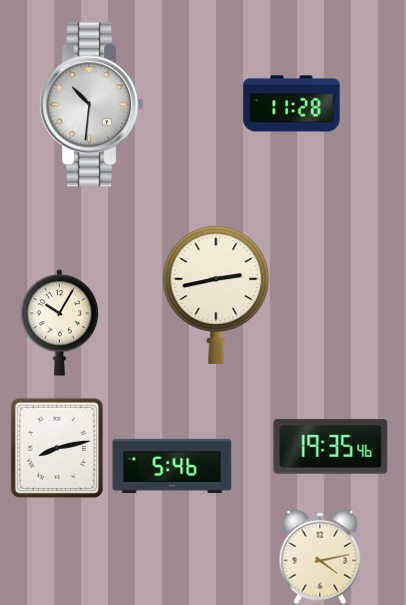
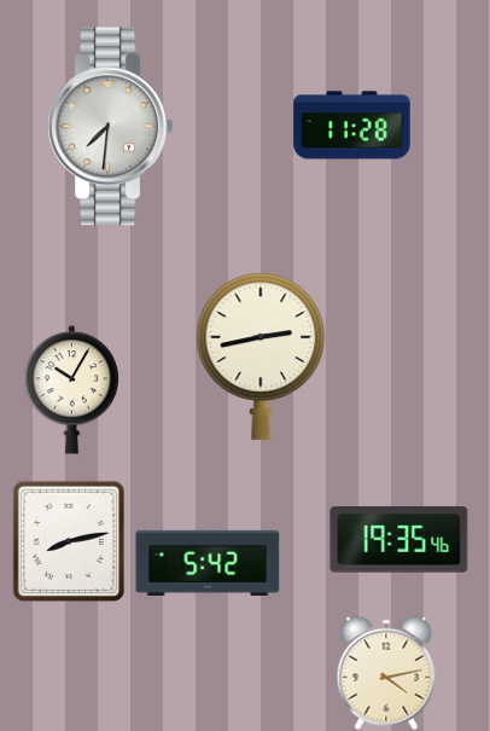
clock at (92, 105): 10:31 -> 7:31
clock at (172, 466): 5:46 -> 5:42
